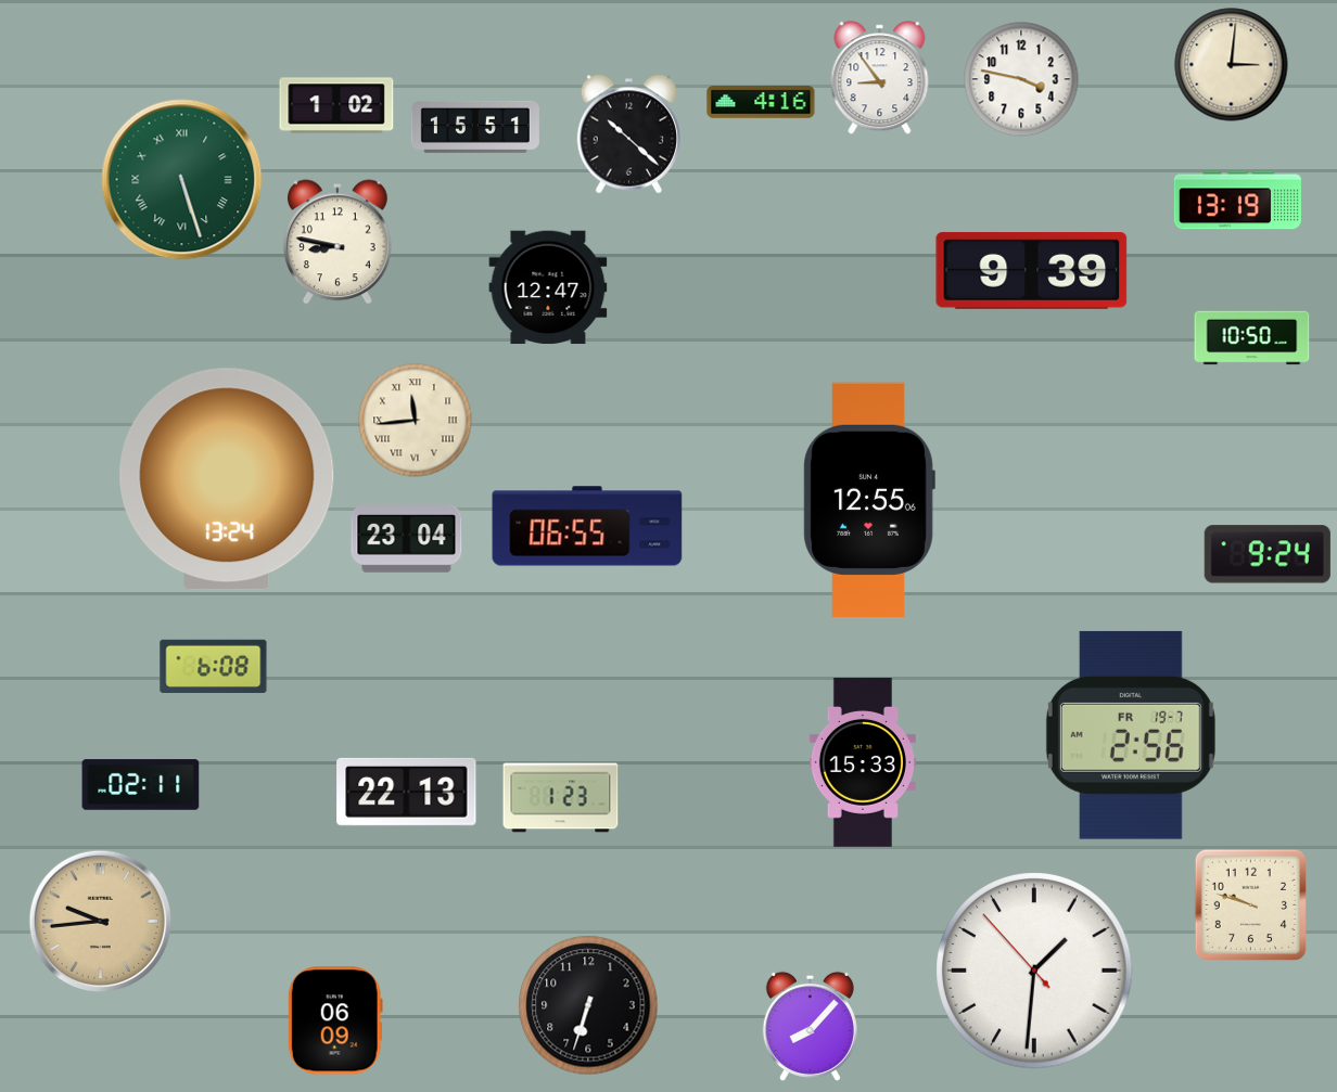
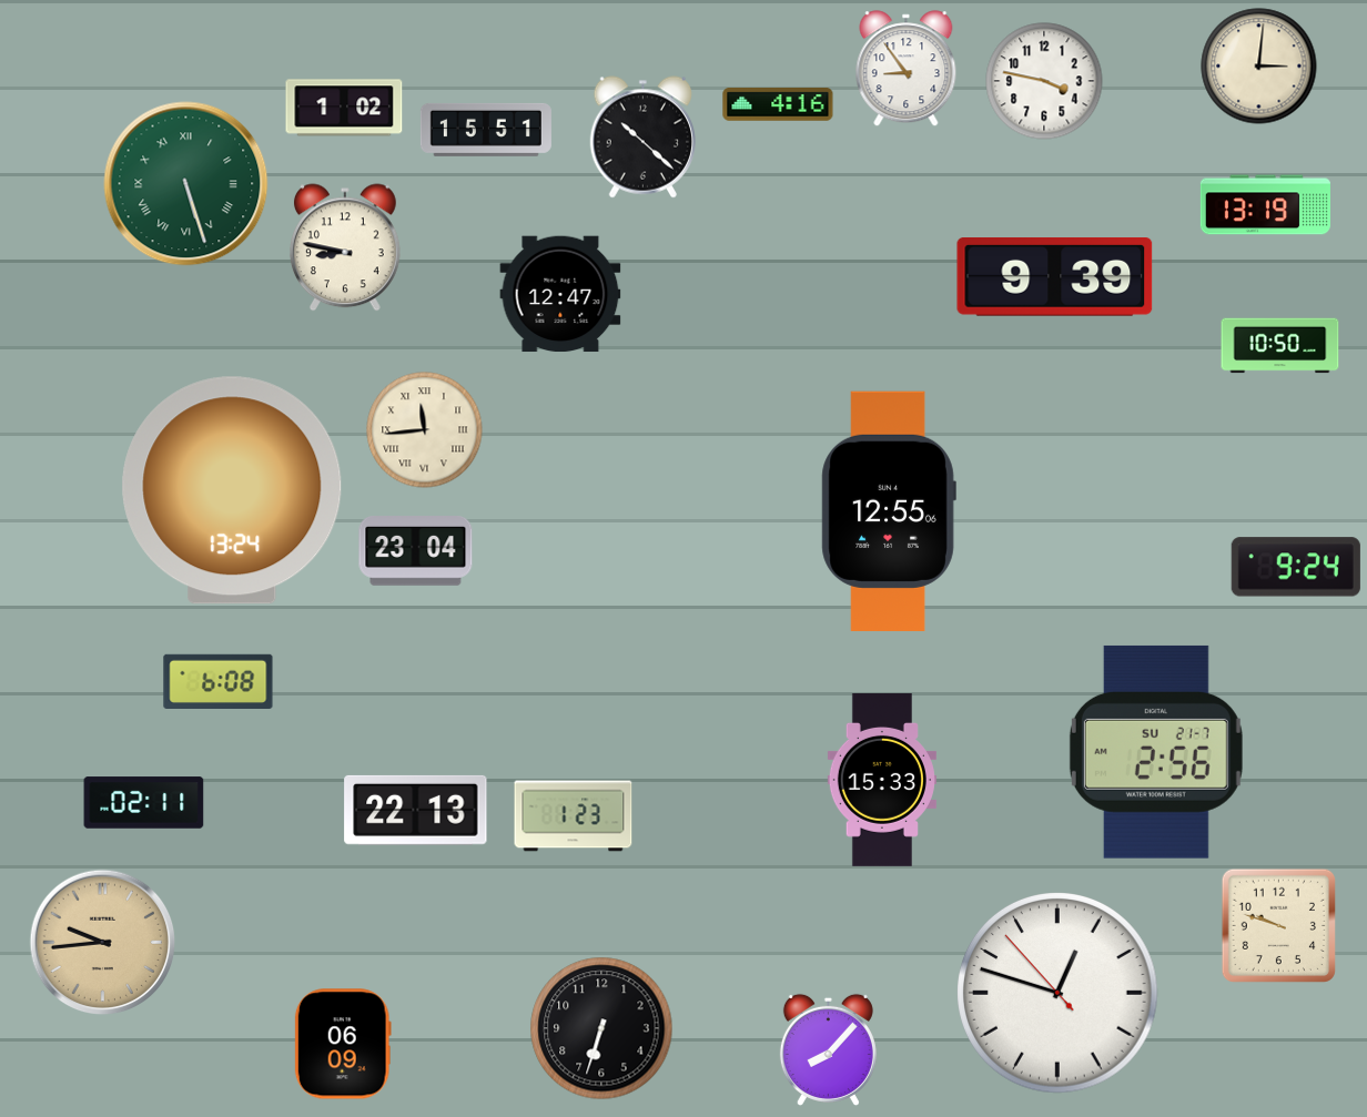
clock at (880, 78) position: (880, 78) -> (907, 69)
clock at (587, 526): 06:55 -> none
clock at (1131, 735) date: FR 19-7 -> SU 21-7
clock at (1035, 972): 1:30 -> 12:47
